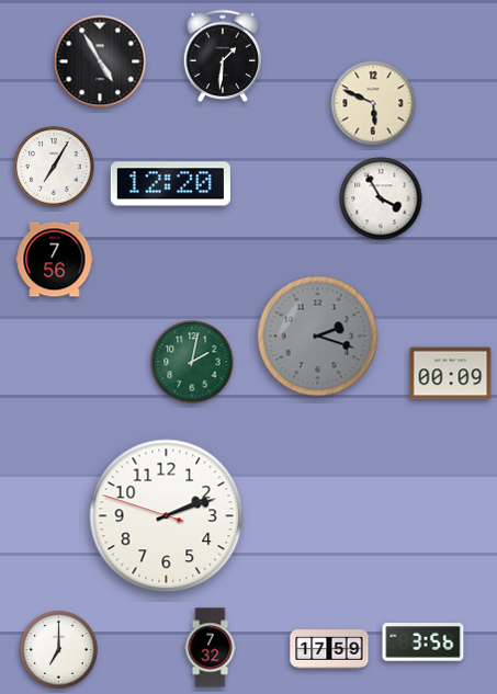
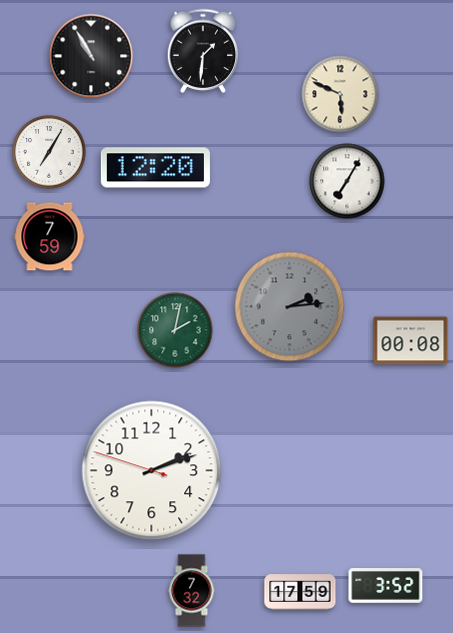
clock at (100, 61): 4:55 -> 10:55
clock at (381, 198): 3:55 -> 7:05
clock at (55, 260): 7:56 -> 7:59
clock at (318, 337): 2:18 -> 2:14
clock at (451, 374): 00:09 -> 00:08
clock at (423, 642): 3:56 -> 3:52
clock at (59, 650): 7:00 -> none
